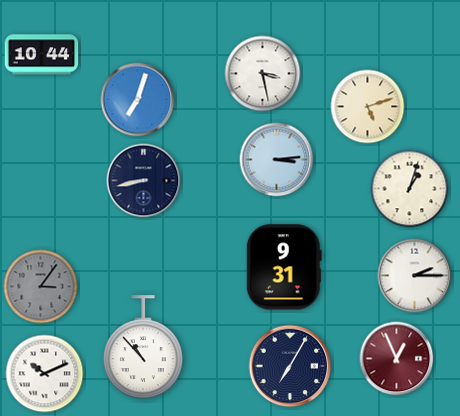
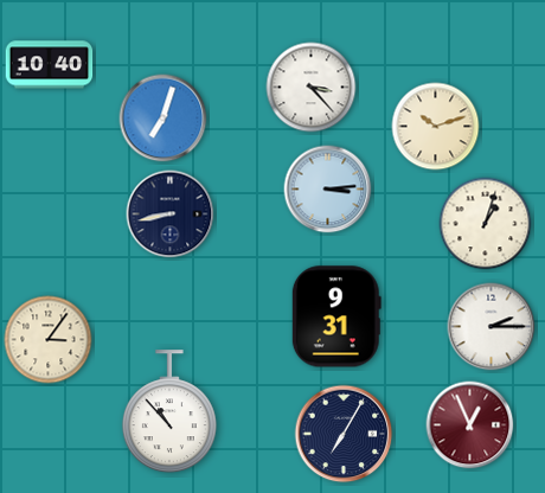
clock at (42, 55): 10:44 -> 10:40
clock at (263, 74): 3:28 -> 3:23
clock at (368, 107): 5:12 -> 10:12
clock at (41, 287) dial: grey -> cream
clock at (45, 374): 10:11 -> none
